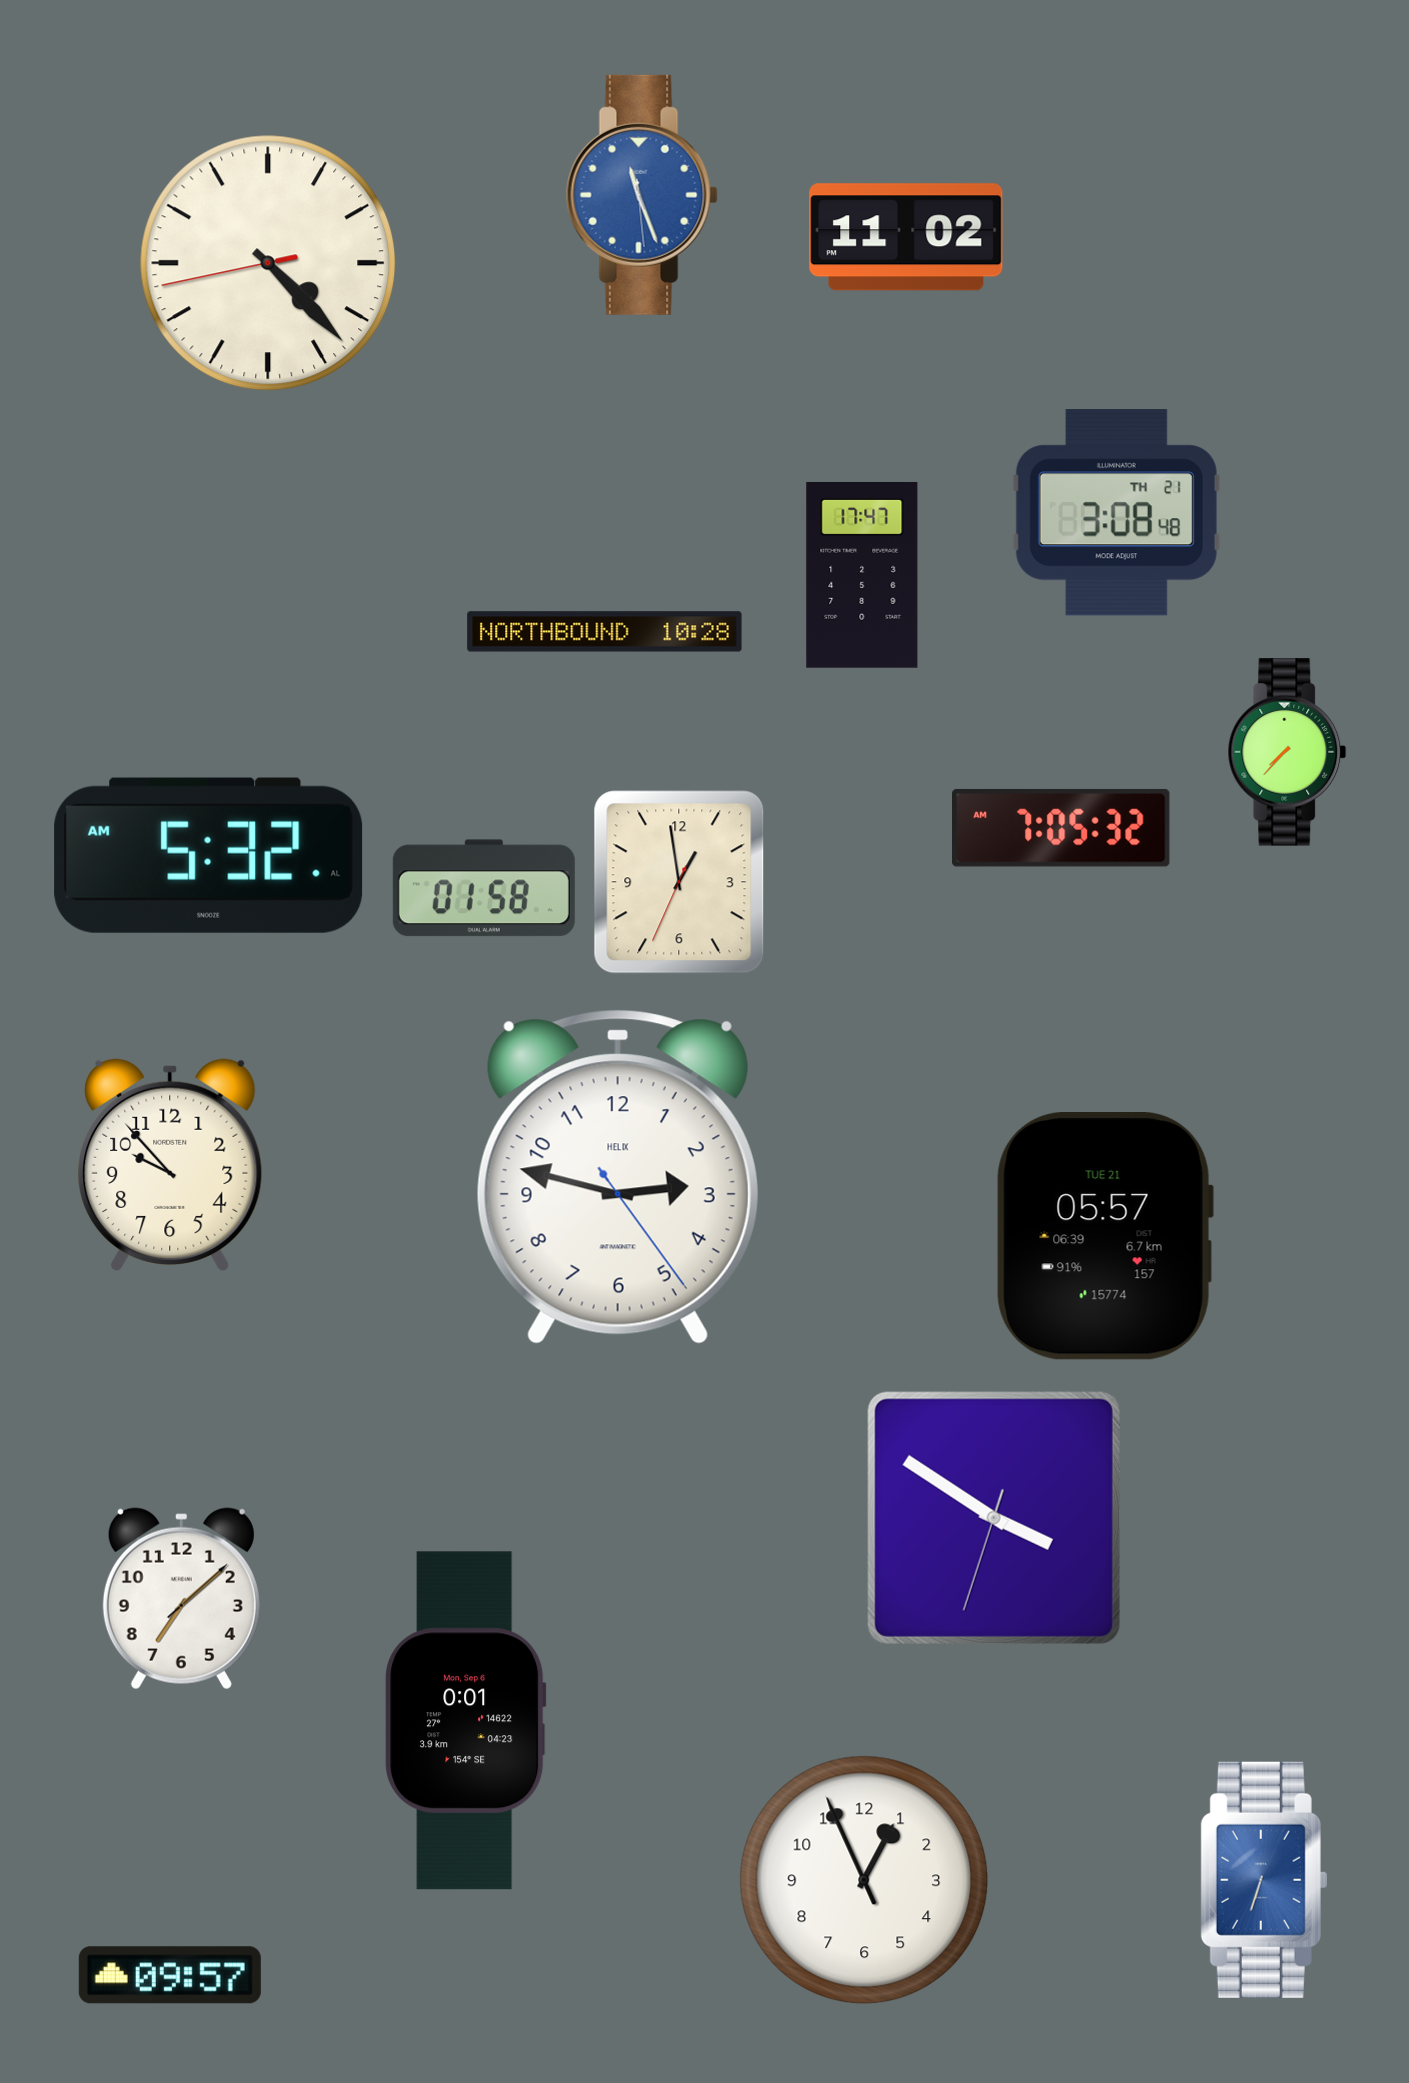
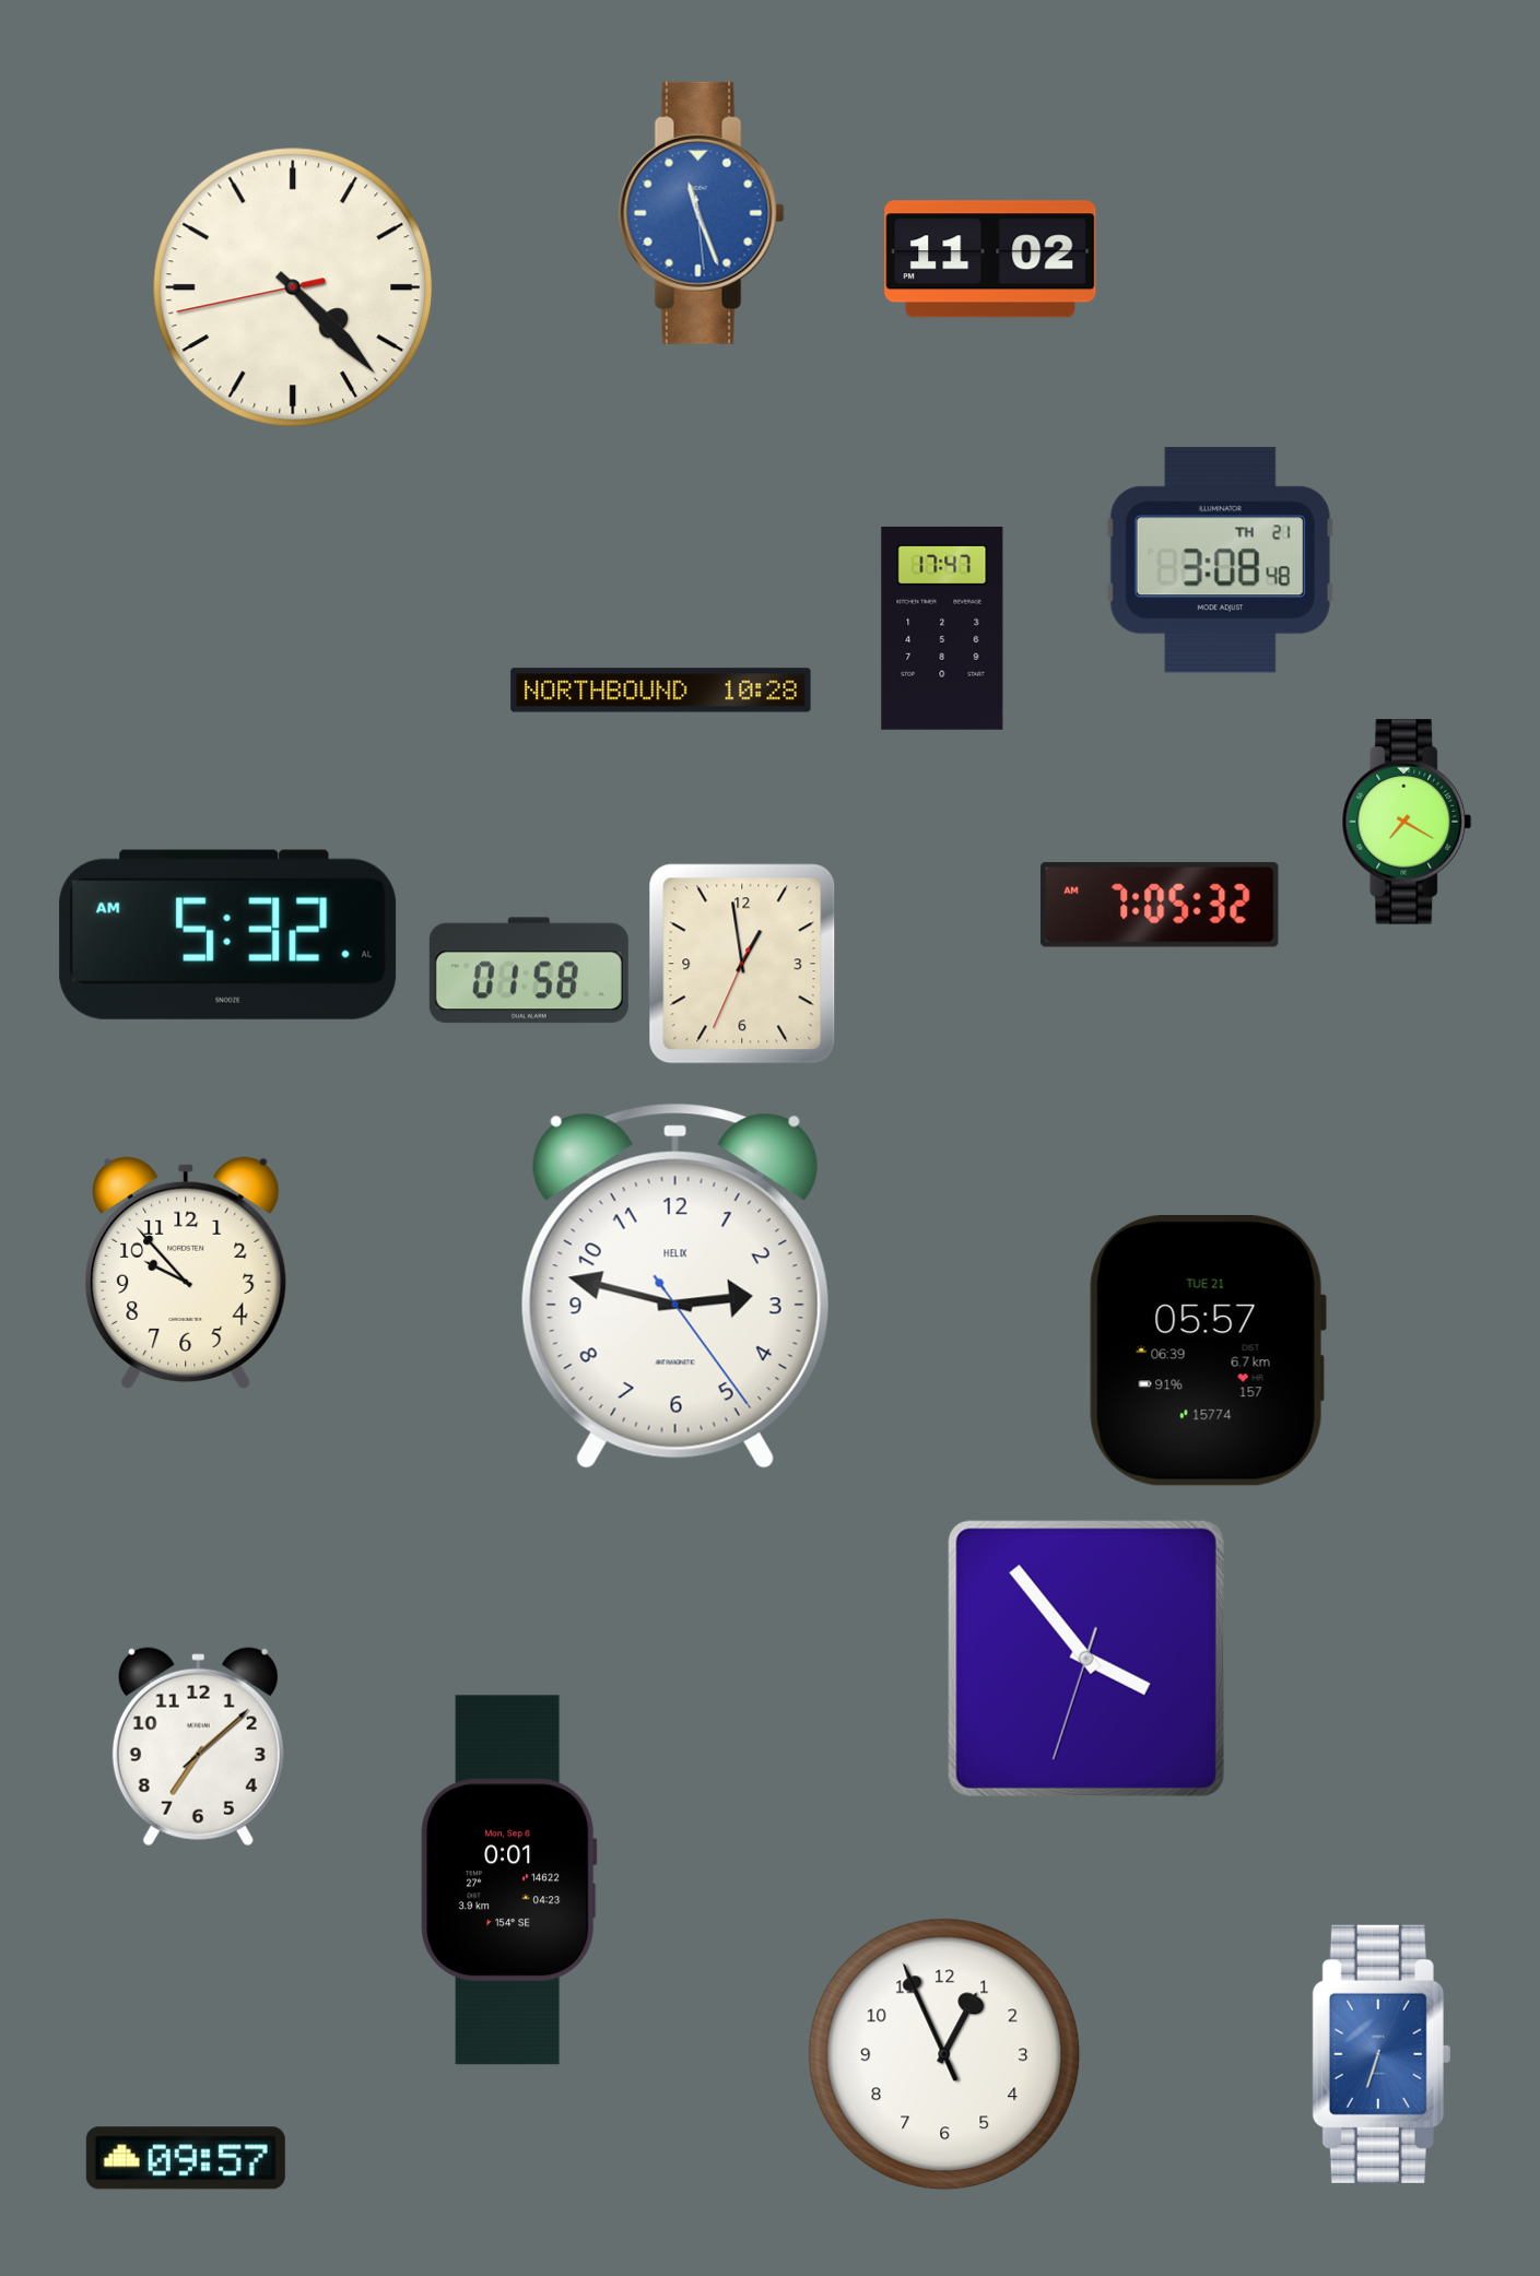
clock at (1287, 752): 7:37 -> 7:20
clock at (994, 1518): 3:50 -> 3:53
